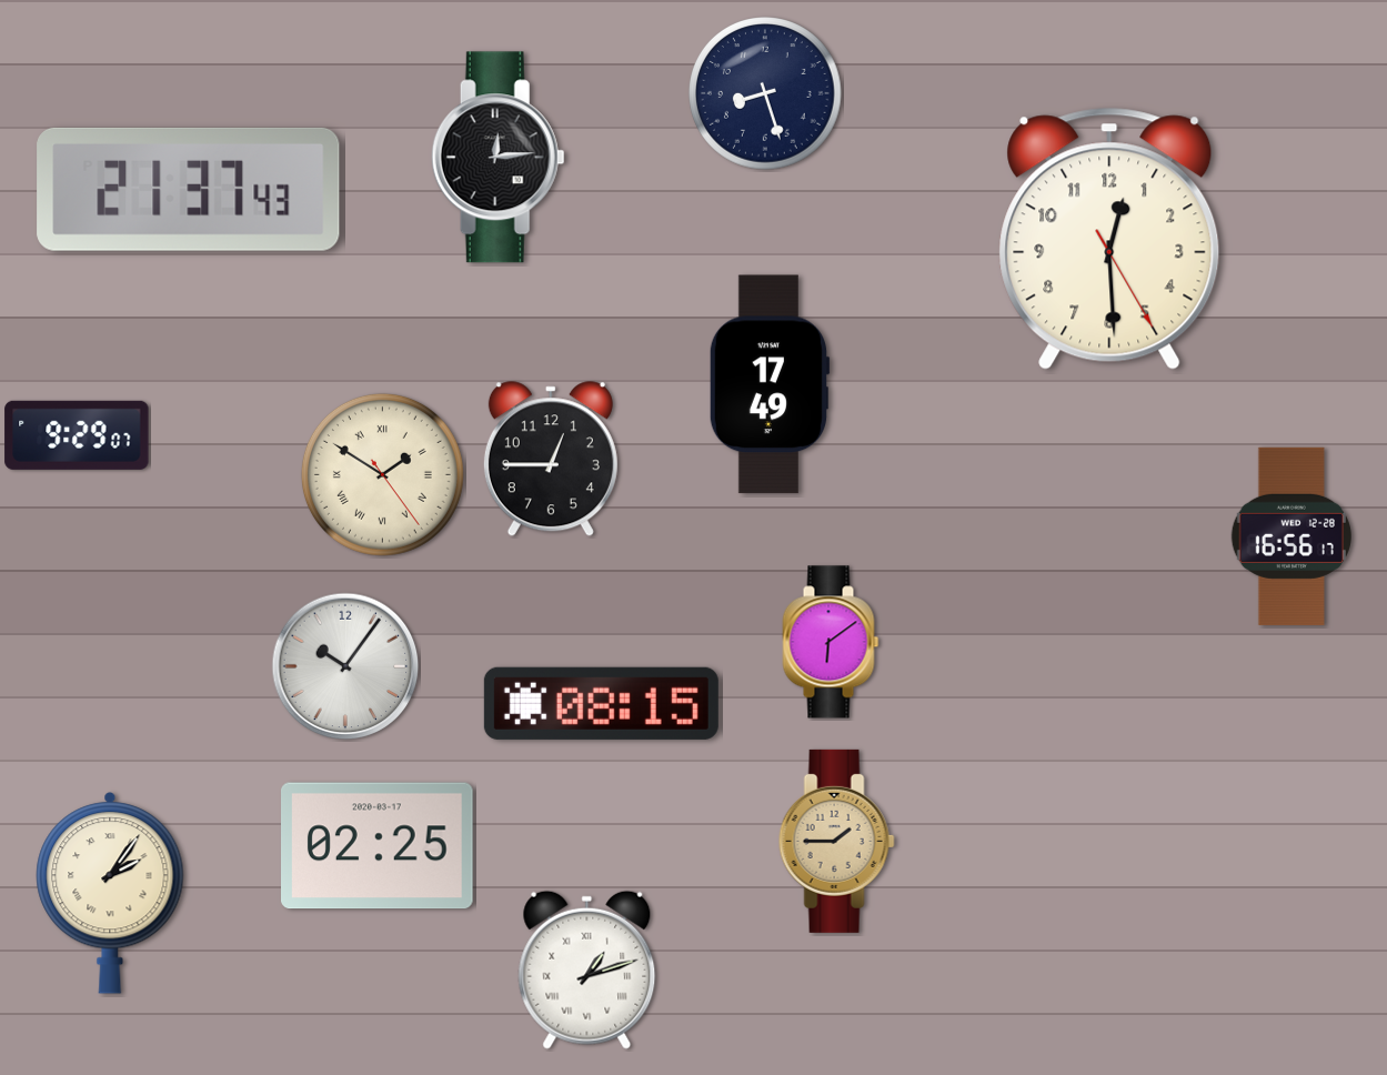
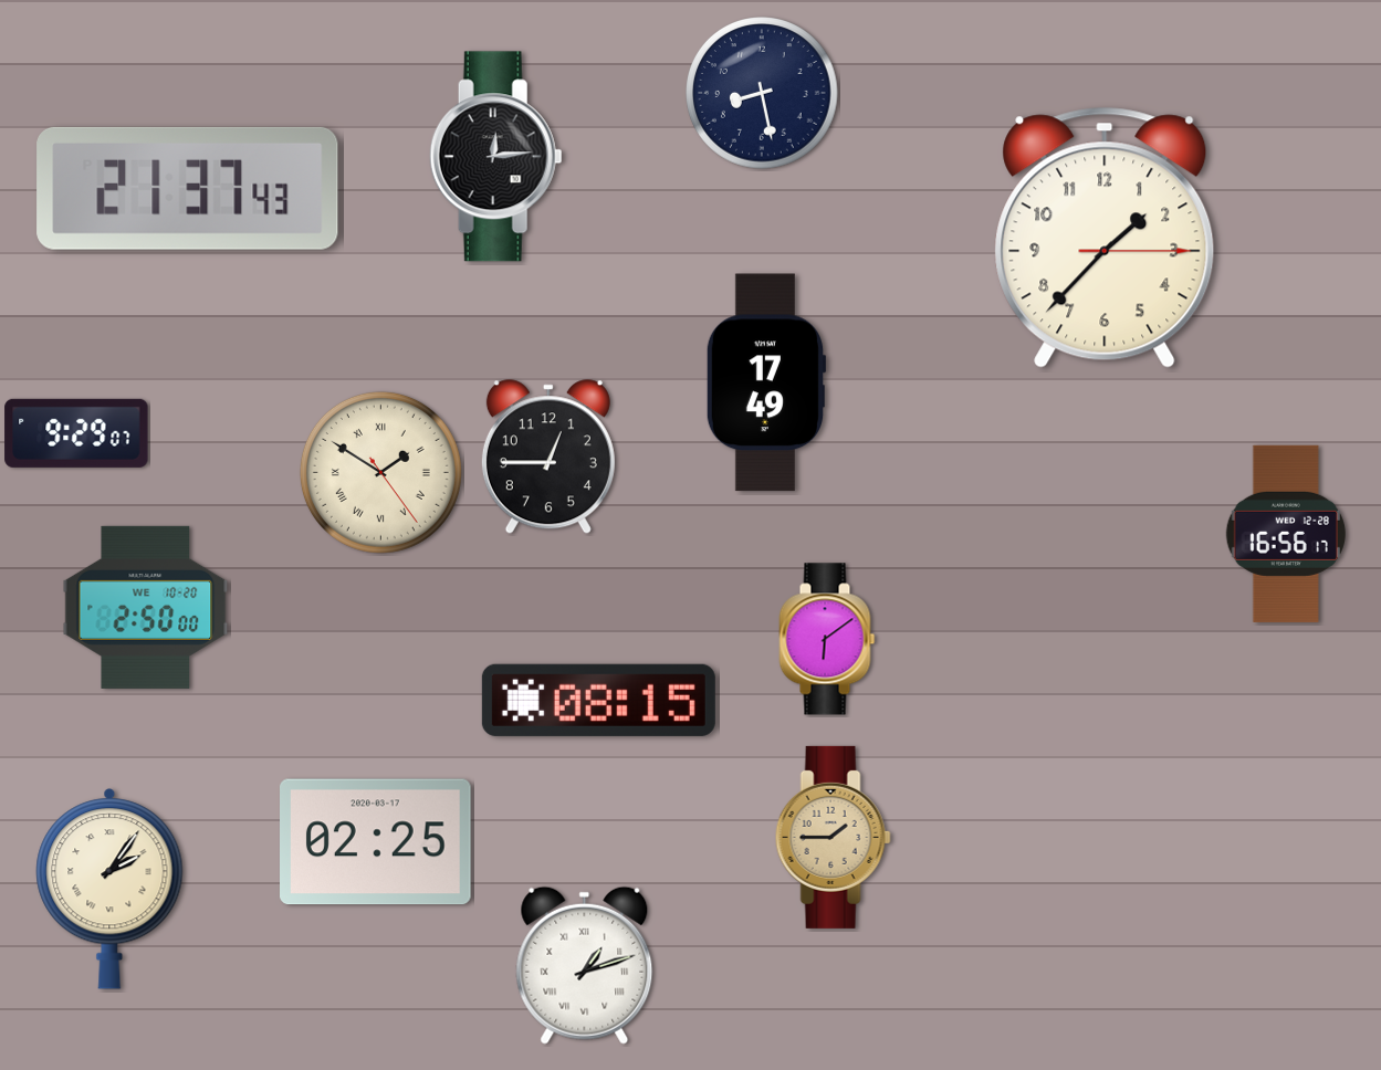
clock at (765, 93): 8:27 -> 8:28
clock at (1109, 239): 12:29 -> 1:37
clock at (146, 607): none -> 2:50
clock at (345, 666): 10:06 -> none
